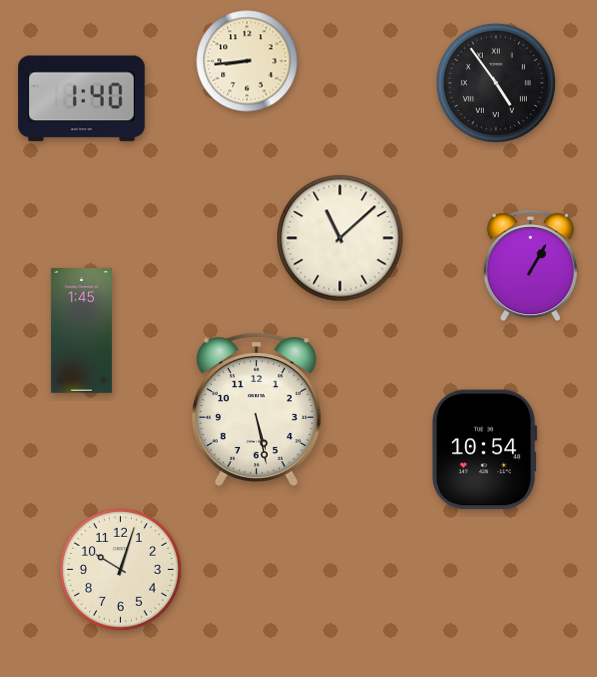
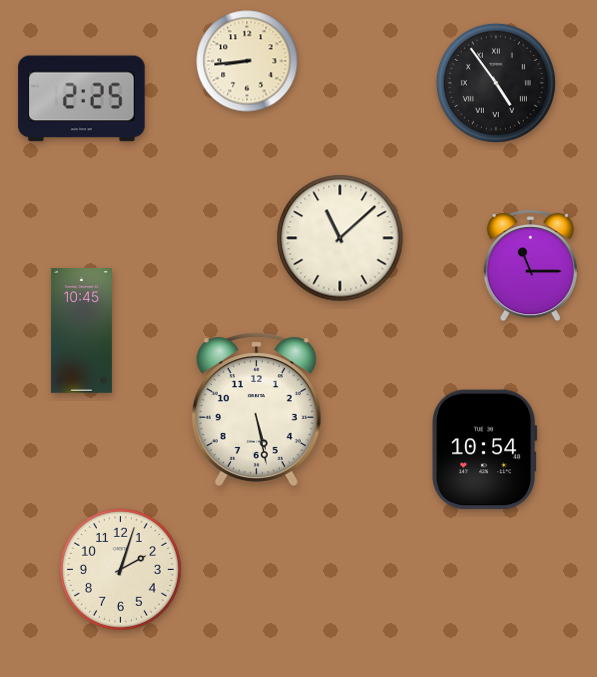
clock at (82, 99): 1:40 -> 2:25
clock at (530, 266): 1:05 -> 11:15
clock at (81, 331): 1:45 -> 10:45
clock at (120, 569): 10:03 -> 2:03
